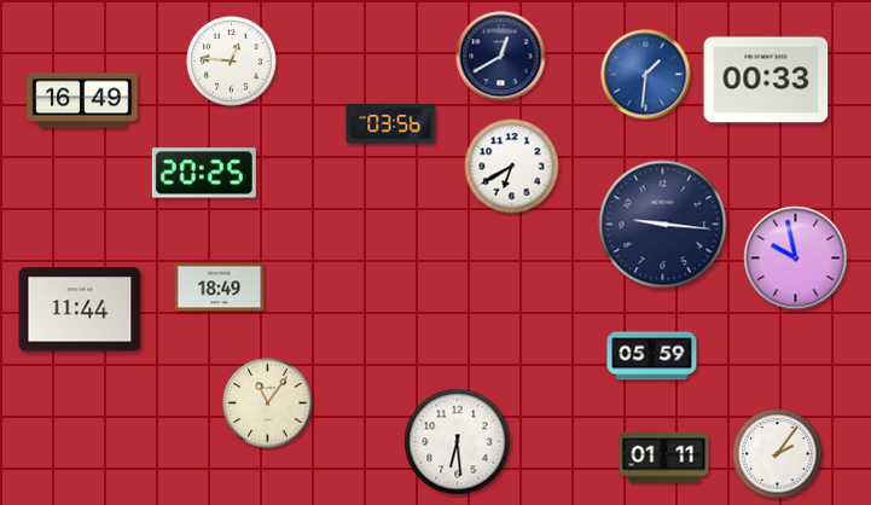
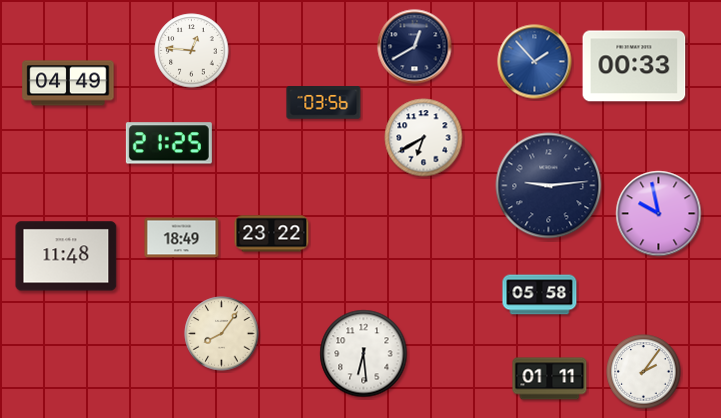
clock at (646, 75): 1:31 -> 1:53
clock at (82, 100): 16:49 -> 04:49
clock at (204, 173): 20:25 -> 21:25
clock at (663, 225): 9:16 -> 9:14
clock at (272, 234): none -> 23:22
clock at (80, 309): 11:44 -> 11:48
clock at (652, 356): 05:59 -> 05:58
clock at (268, 404): 11:06 -> 8:06
clock at (458, 442) position: (458, 442) -> (364, 354)
clock at (778, 454) position: (778, 454) -> (644, 372)
